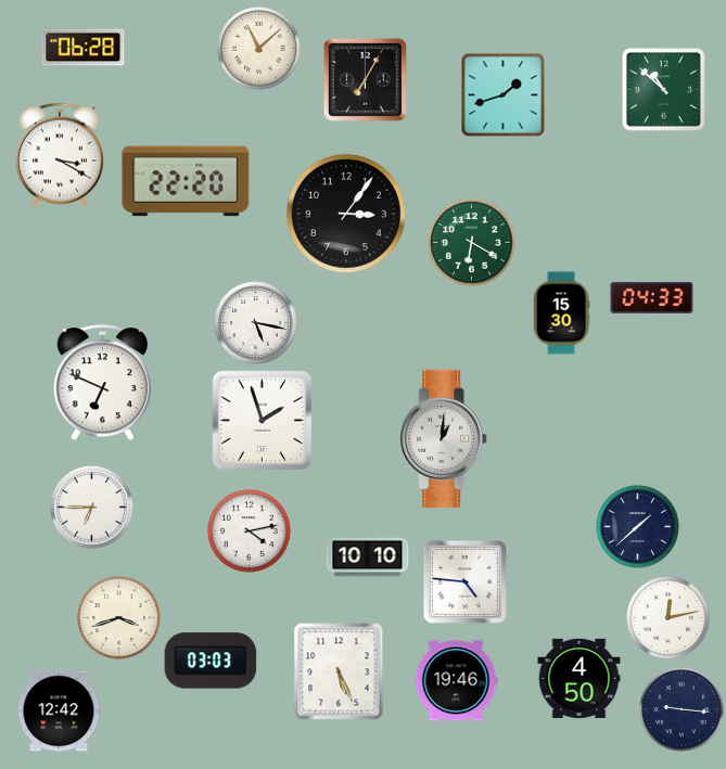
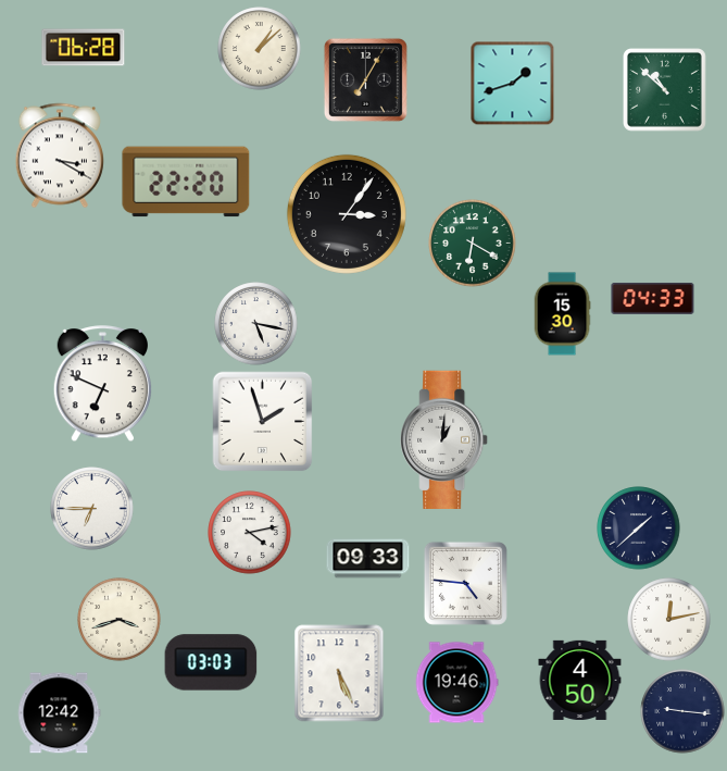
clock at (259, 49): 11:08 -> 1:08
clock at (502, 94) position: (502, 94) -> (512, 83)
clock at (368, 557): 10:10 -> 09:33
